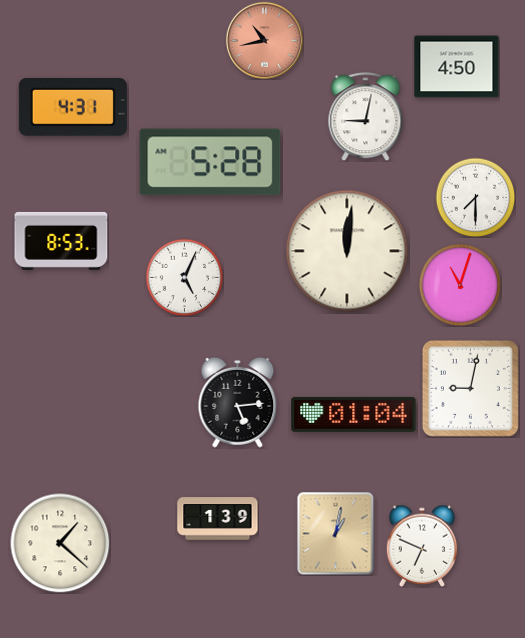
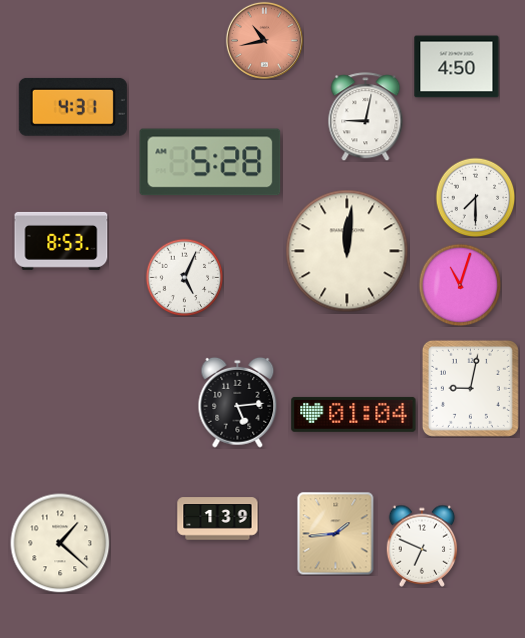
clock at (336, 533): 1:02 -> 1:44
